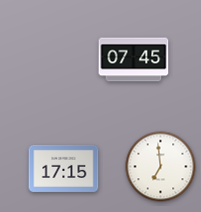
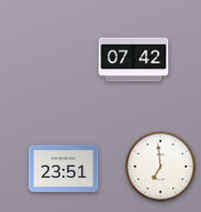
clock at (134, 60): 07:45 -> 07:42
clock at (64, 168): 17:15 -> 23:51
